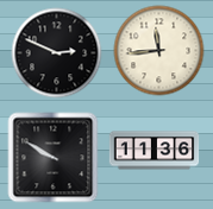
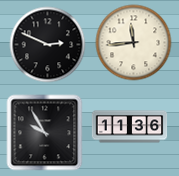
clock at (54, 158): 9:50 -> 9:55
